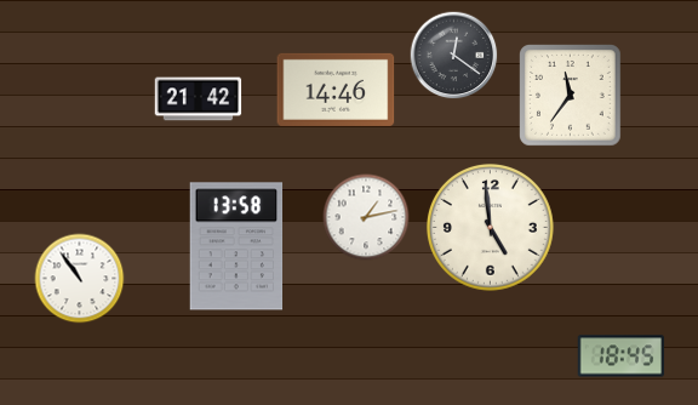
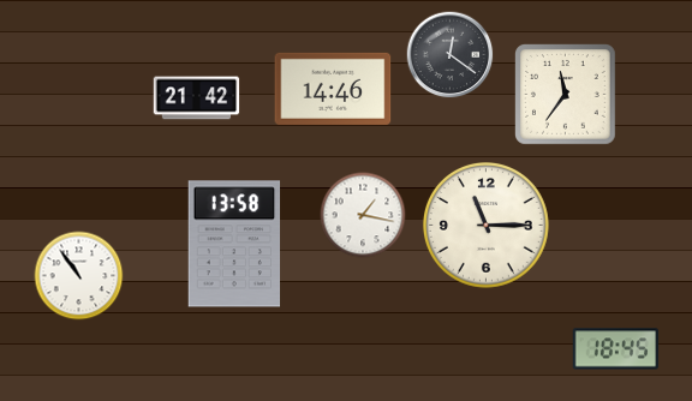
clock at (366, 217): 1:13 -> 1:17
clock at (491, 228): 4:59 -> 11:15
clock at (622, 356) position: (622, 356) -> (616, 349)
